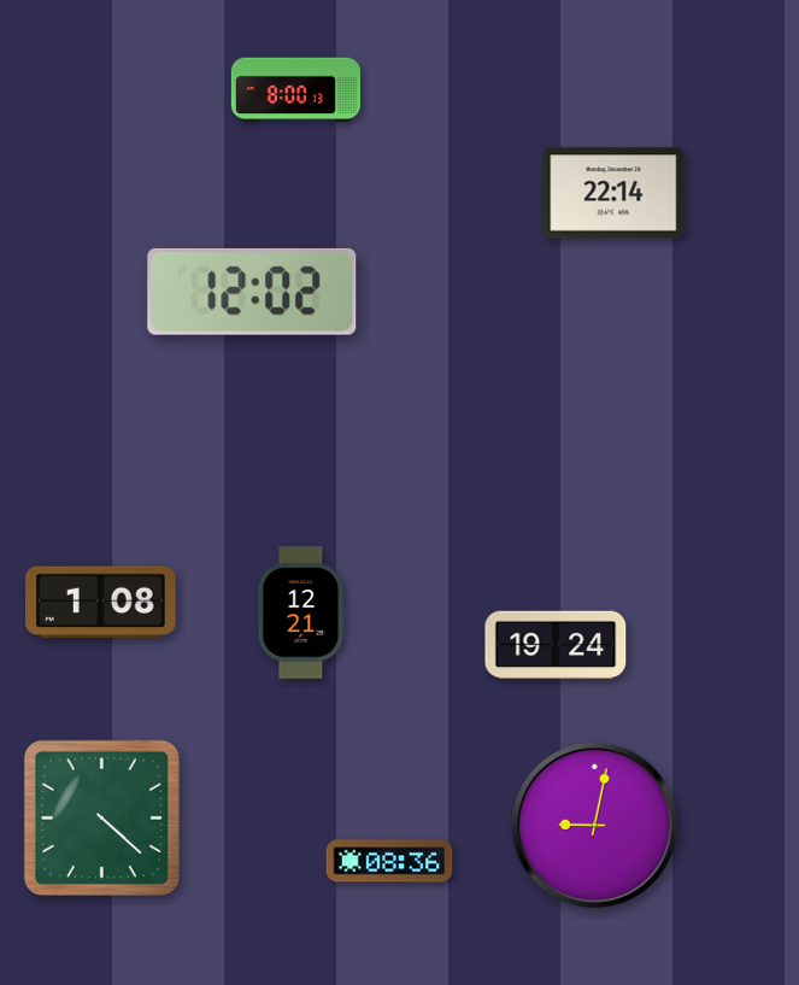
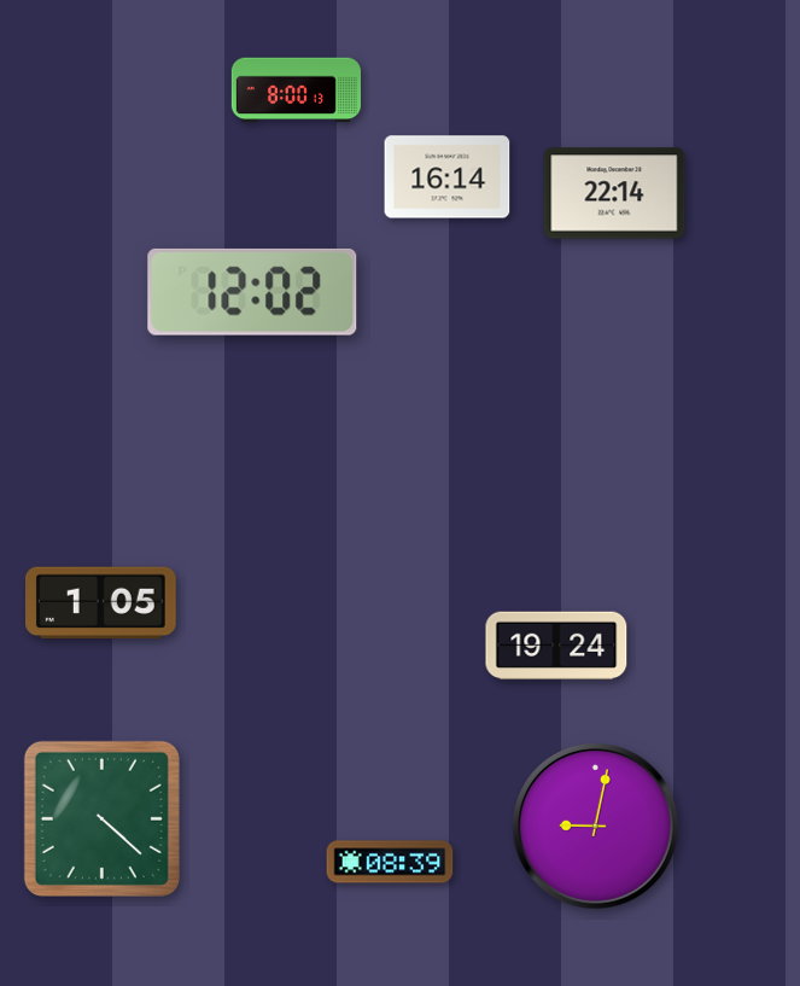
clock at (448, 177): none -> 16:14
clock at (101, 603): 1:08 -> 1:05
clock at (301, 614): 12:21 -> none
clock at (389, 861): 08:36 -> 08:39
